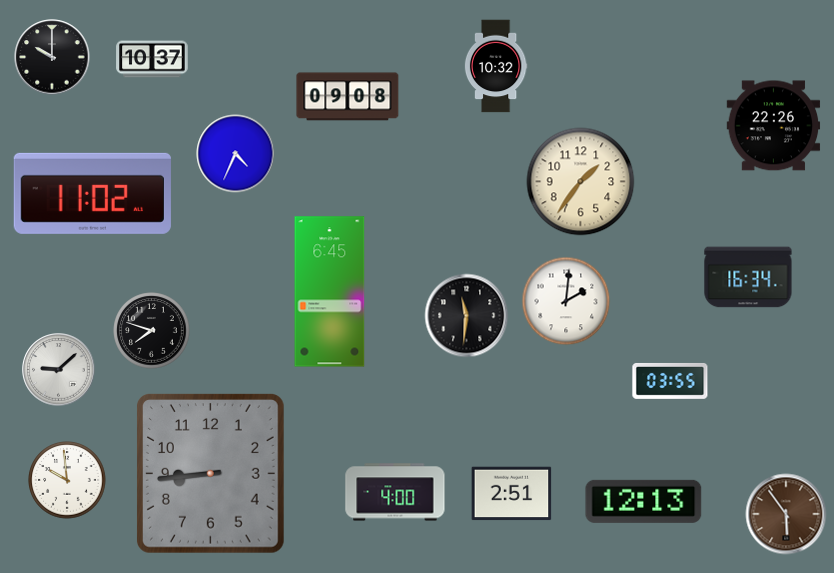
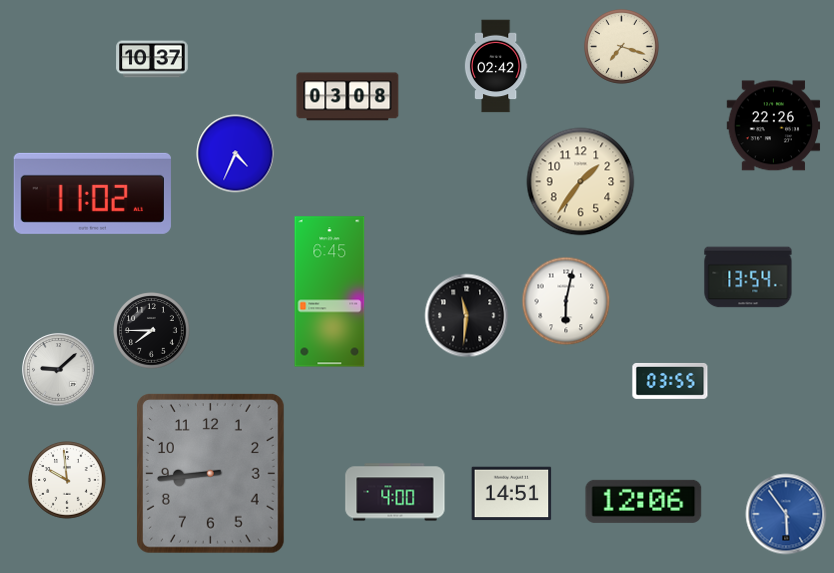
clock at (621, 46): none -> 7:18
clock at (52, 57): 10:00 -> none
clock at (496, 66): 10:32 -> 02:42
clock at (348, 97): 09:08 -> 03:08
clock at (748, 277): 16:34 -> 13:54
clock at (566, 301): 2:01 -> 6:02
clock at (152, 331): 7:48 -> 7:45
clock at (512, 494): 2:51 -> 14:51
clock at (644, 501): 12:13 -> 12:06
clock at (786, 514) dial: brown -> blue
